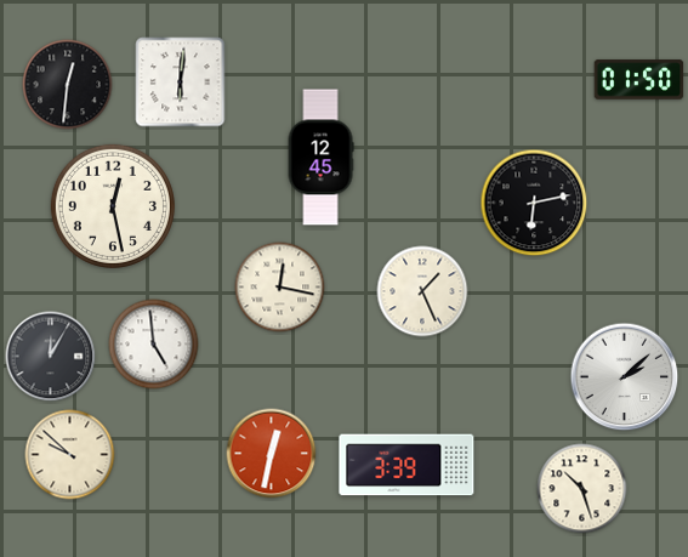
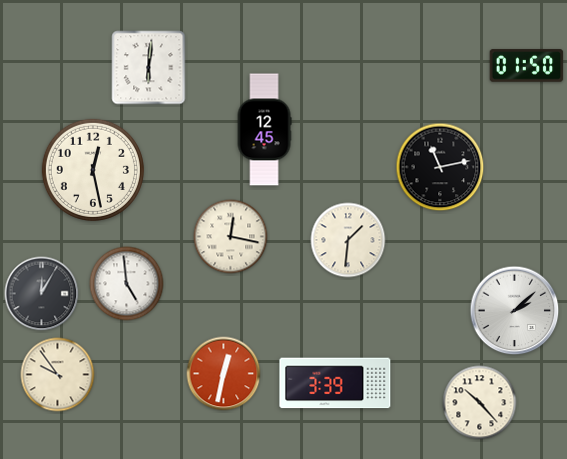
clock at (68, 85): 12:31 -> none
clock at (534, 203): 6:13 -> 11:13
clock at (422, 291): 1:26 -> 1:31
clock at (70, 455): 9:52 -> 9:54
clock at (582, 489): 10:27 -> 10:23
